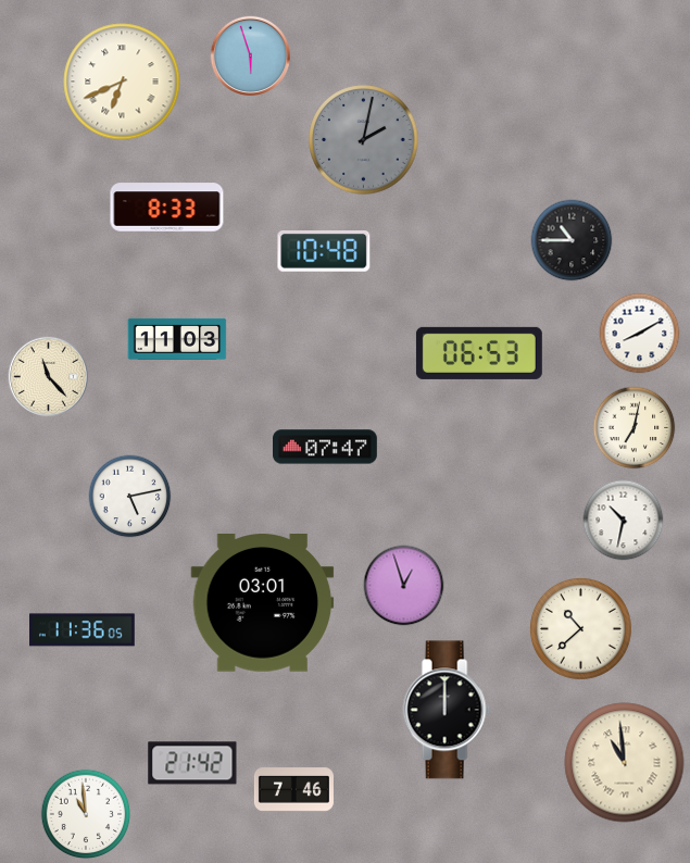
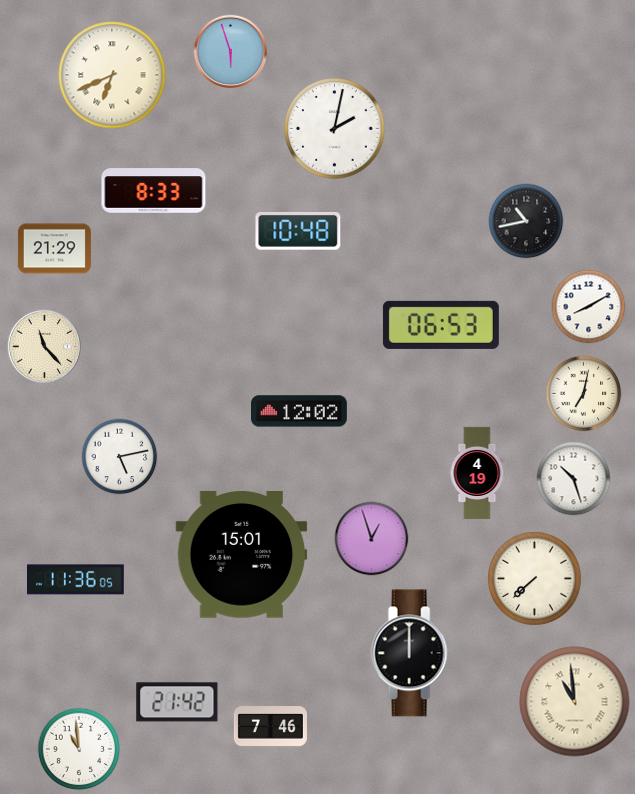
clock at (364, 140) dial: grey -> white
clock at (572, 240): 10:45 -> 10:43
clock at (54, 249): none -> 21:29
clock at (177, 339): 11:03 -> none
clock at (326, 447): 07:47 -> 12:02
clock at (477, 473): none -> 4:19
clock at (624, 521): 10:32 -> 10:27
clock at (263, 603): 03:01 -> 15:01
clock at (580, 628): 10:38 -> 7:38
